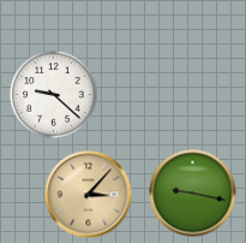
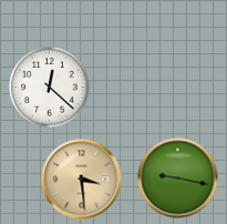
clock at (54, 95): 9:22 -> 12:22
clock at (89, 195): 3:07 -> 3:29
